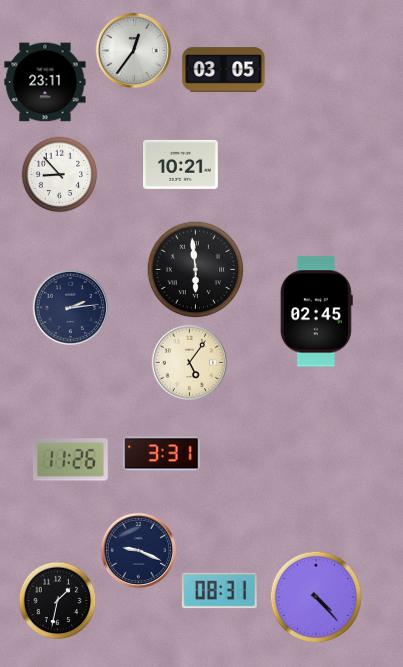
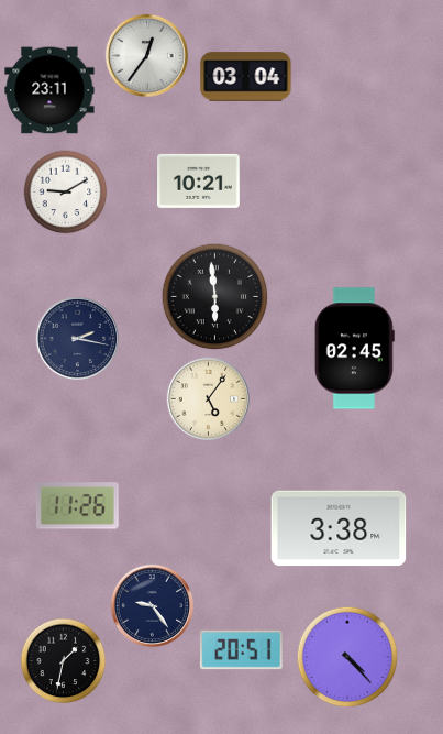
clock at (224, 70): 03:05 -> 03:04
clock at (60, 175): 8:53 -> 9:10
clock at (70, 307): 2:14 -> 2:17
clock at (316, 312) position: (316, 312) -> (354, 349)
clock at (162, 454): 3:31 -> none
clock at (339, 528): none -> 3:38
clock at (138, 550): 9:19 -> 9:24
clock at (219, 591): 08:31 -> 20:51
